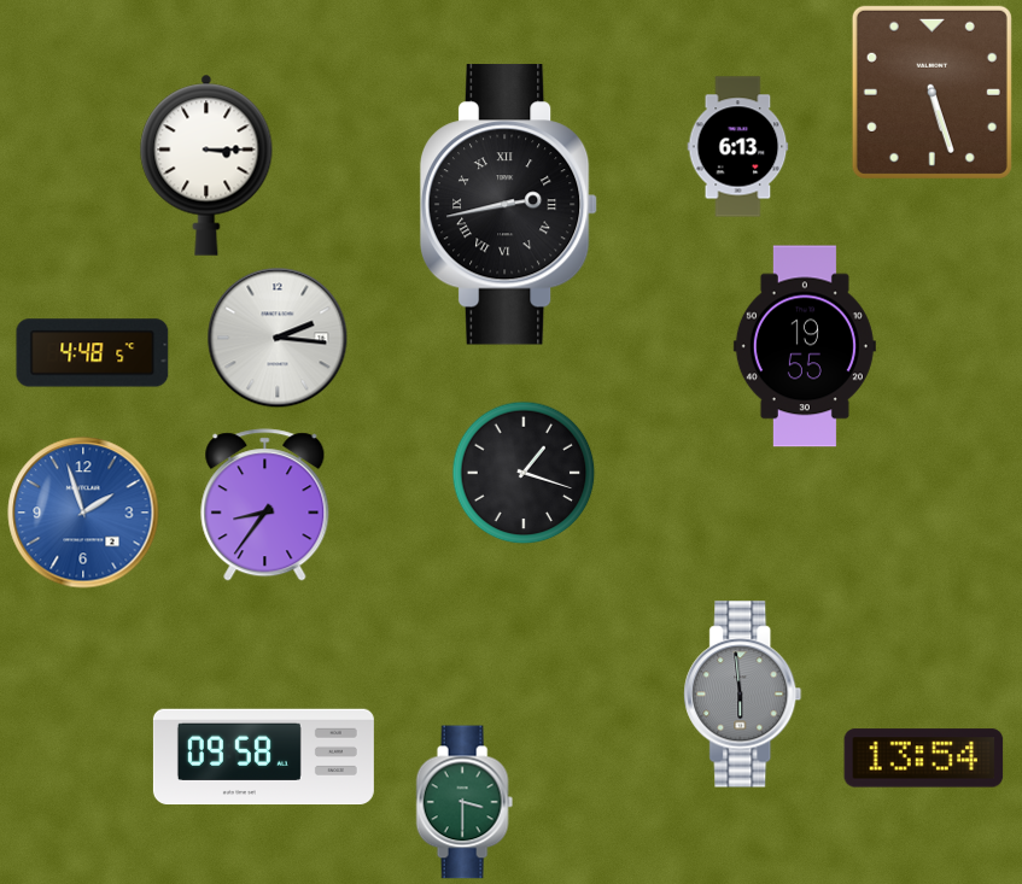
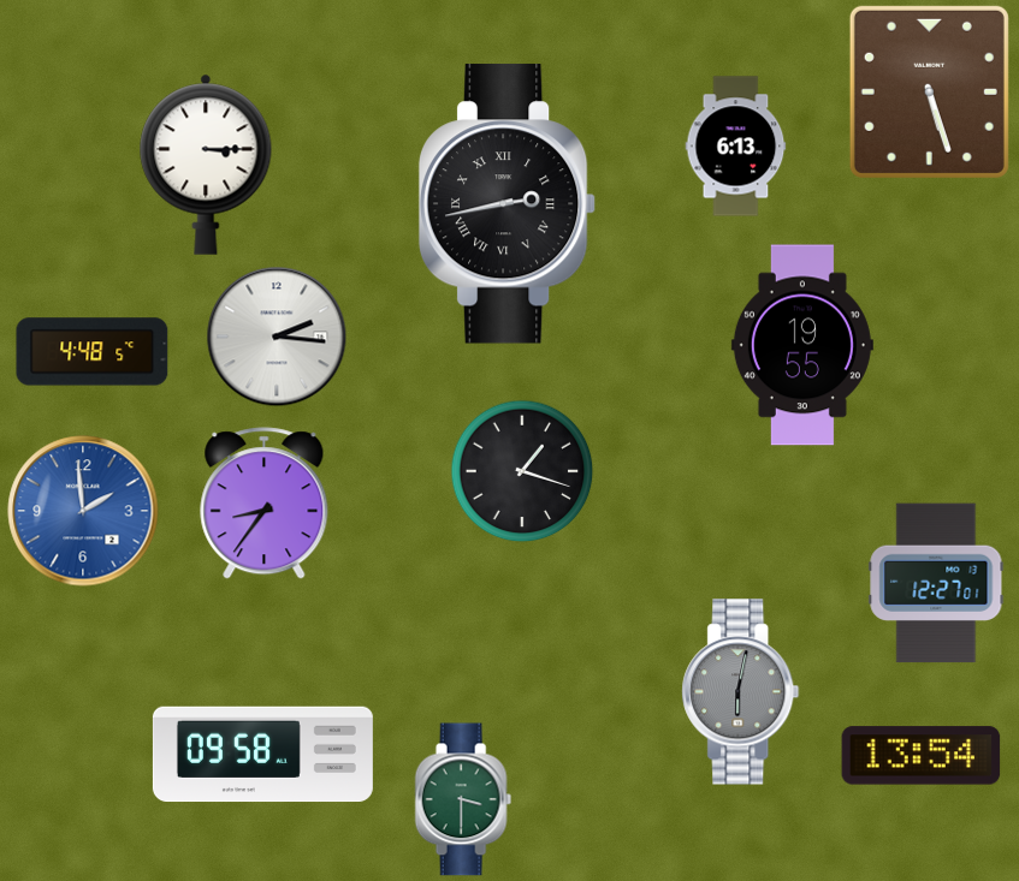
clock at (83, 513): 1:57 -> 1:59
clock at (936, 583): none -> 12:27
clock at (743, 695): 5:59 -> 6:02
